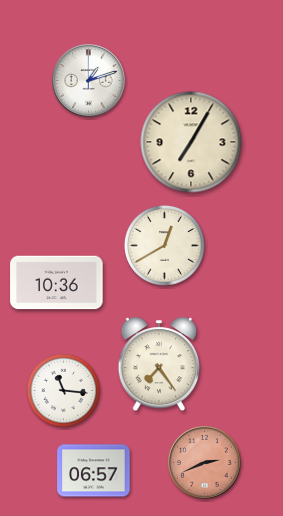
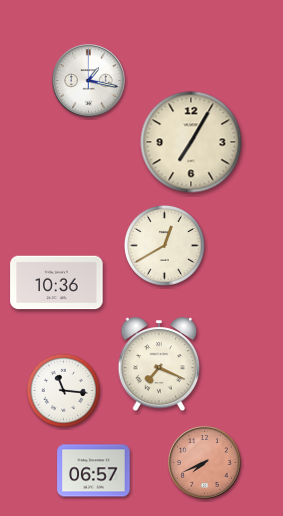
clock at (89, 81): 1:12 -> 1:17
clock at (159, 365): 7:24 -> 7:19
clock at (205, 463): 2:41 -> 7:41
